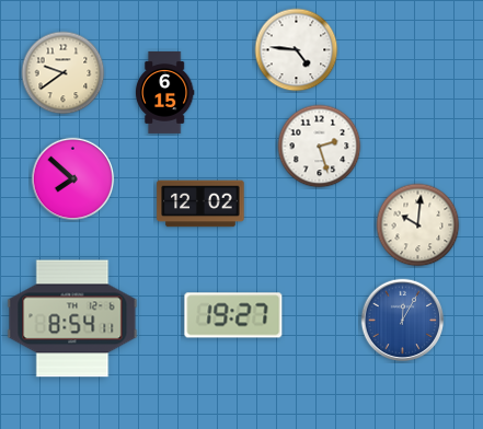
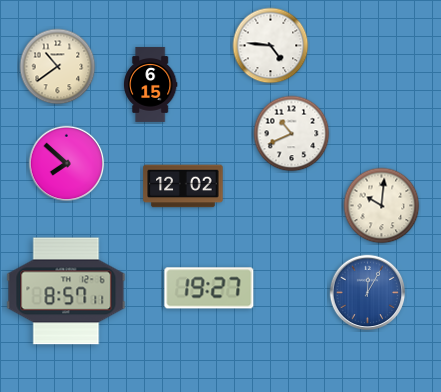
clock at (64, 73): 9:39 -> 10:39
clock at (320, 147): 2:27 -> 10:41
clock at (233, 315) position: (233, 315) -> (209, 288)
clock at (72, 318): 8:54 -> 8:57
